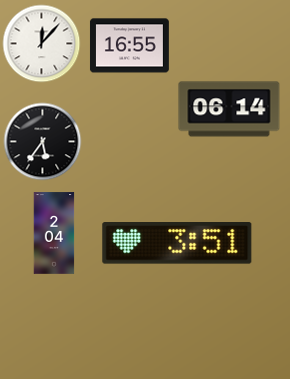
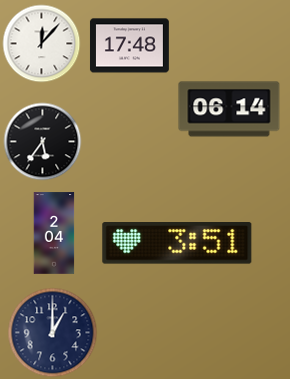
clock at (129, 46): 16:55 -> 17:48
clock at (52, 332): none -> 1:00
